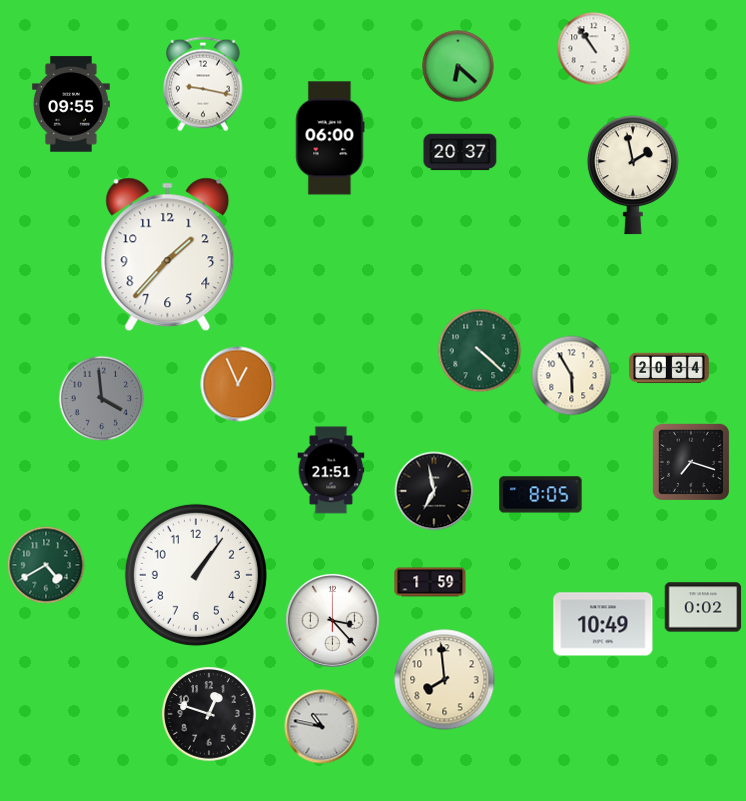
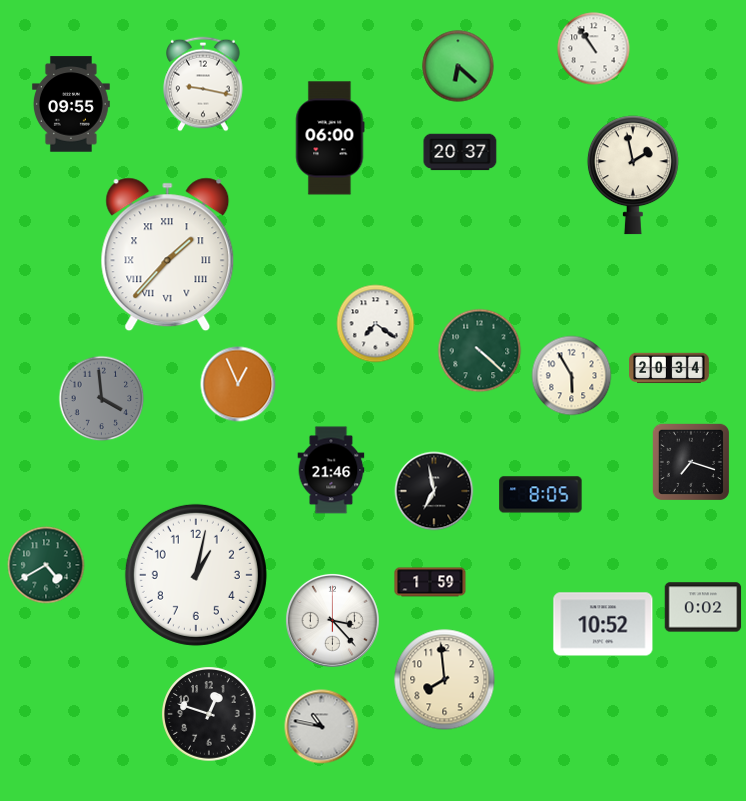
clock at (168, 255) numerals: Arabic -> Roman
clock at (376, 324): none -> 7:21
clock at (331, 470): 21:51 -> 21:46
clock at (196, 575): 1:06 -> 1:02
clock at (603, 624): 10:49 -> 10:52
